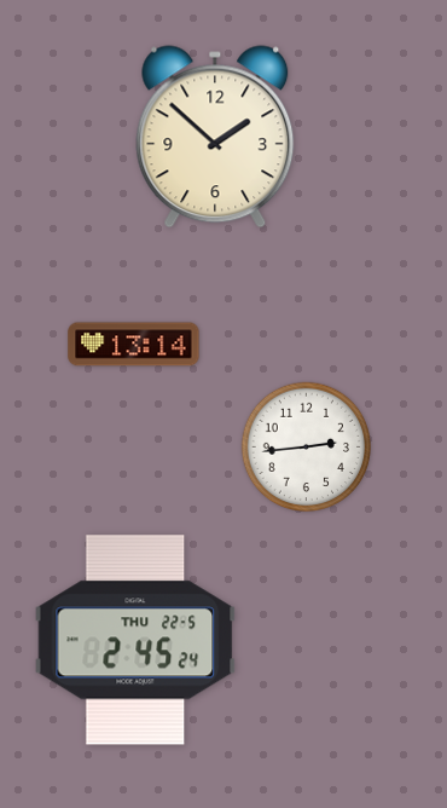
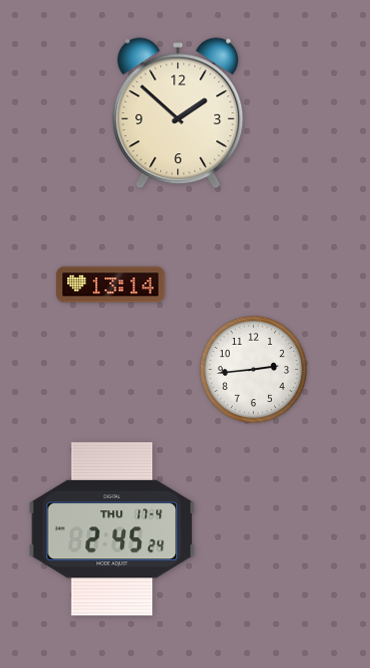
clock at (135, 640) date: THU 22-5 -> THU 17-4
